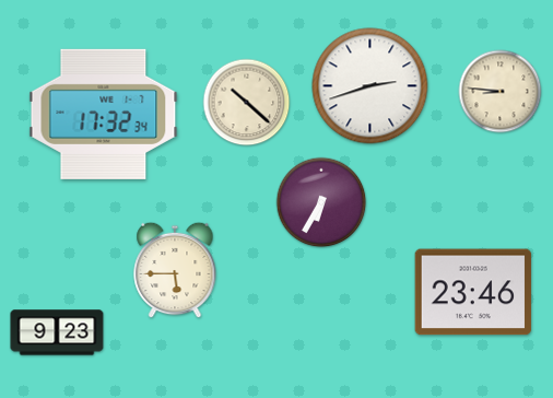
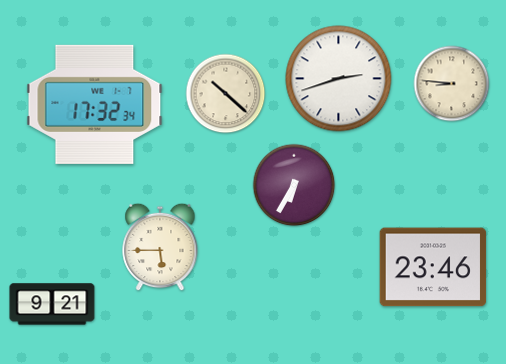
clock at (501, 92) position: (501, 92) -> (452, 84)
clock at (57, 332): 9:23 -> 9:21
